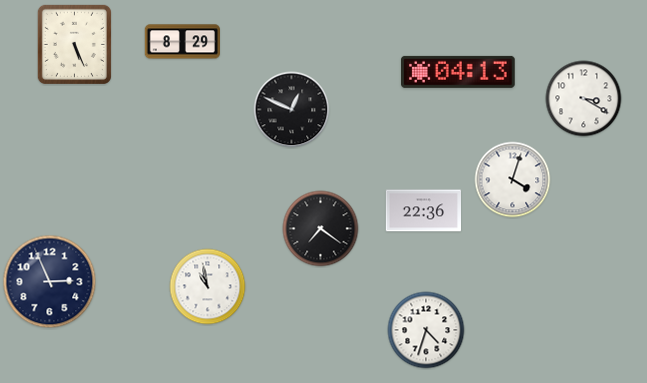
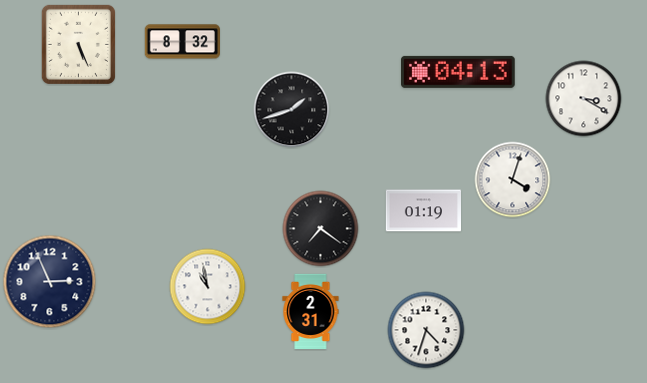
clock at (182, 42): 8:29 -> 8:32
clock at (74, 44) position: (74, 44) -> (78, 44)
clock at (292, 110): 12:49 -> 1:42
clock at (423, 211): 22:36 -> 01:19
clock at (311, 312): none -> 2:31
